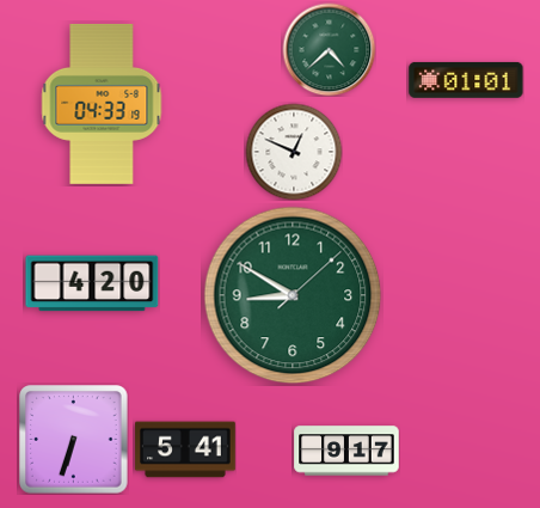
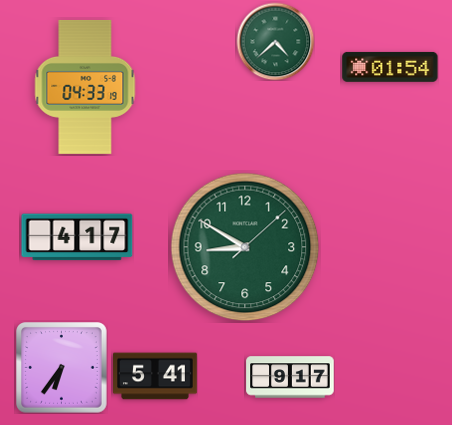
clock at (466, 80): 01:01 -> 01:54
clock at (294, 152): 12:49 -> none
clock at (92, 283): 4:20 -> 4:17
clock at (74, 440): 6:33 -> 6:36
